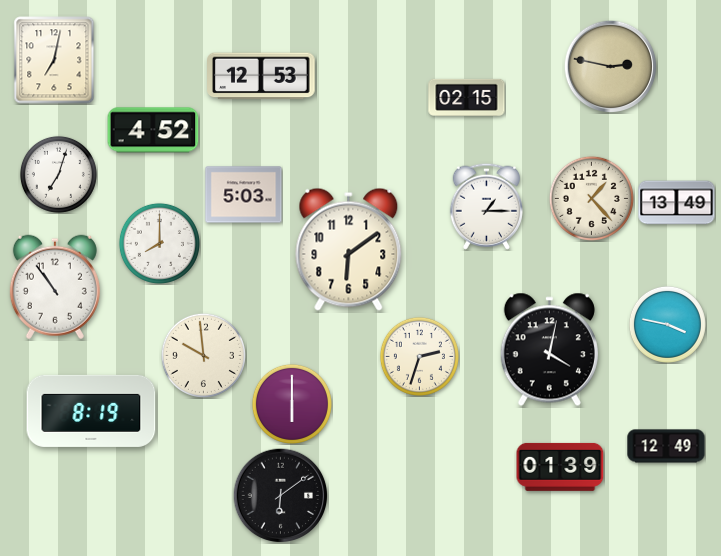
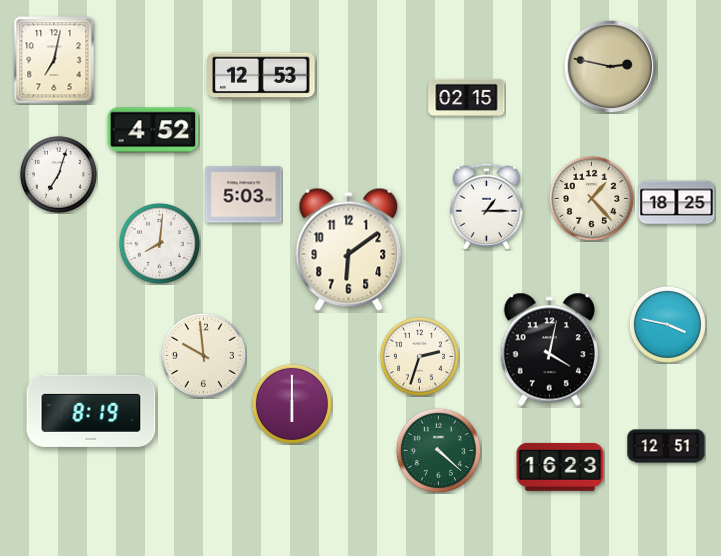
clock at (677, 203): 13:49 -> 18:25
clock at (159, 243): 8:00 -> 8:01
clock at (55, 287): 10:54 -> none
clock at (666, 446): 12:49 -> 12:51
clock at (438, 450): none -> 4:22
clock at (560, 467): 01:39 -> 16:23
clock at (280, 495): 6:09 -> none
